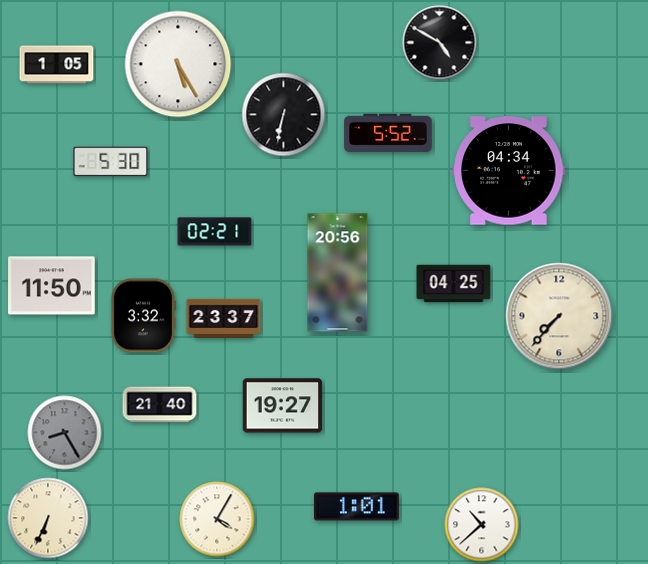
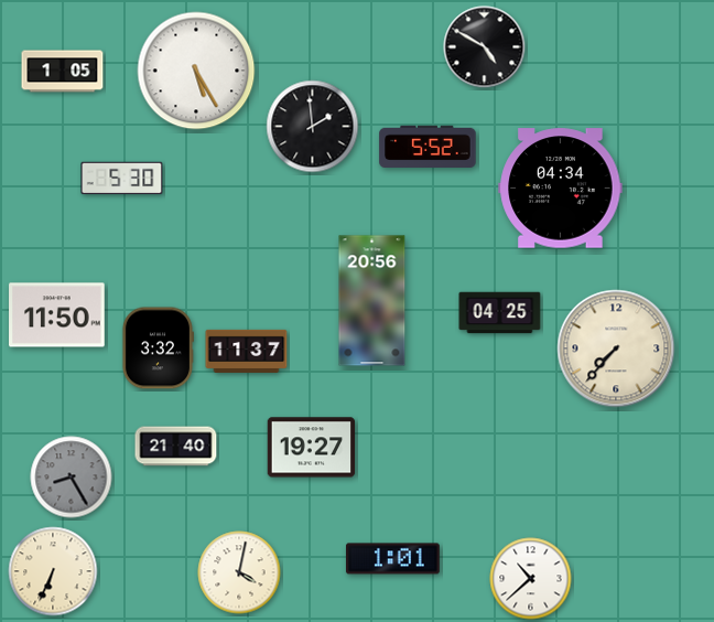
clock at (284, 115): 6:32 -> 1:59
clock at (215, 232): 02:21 -> none
clock at (224, 318): 23:37 -> 11:37
clock at (217, 519): 4:05 -> 4:02
